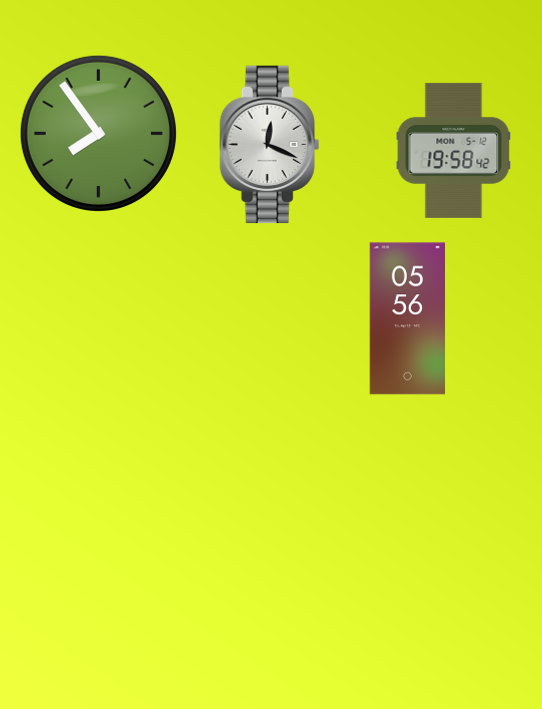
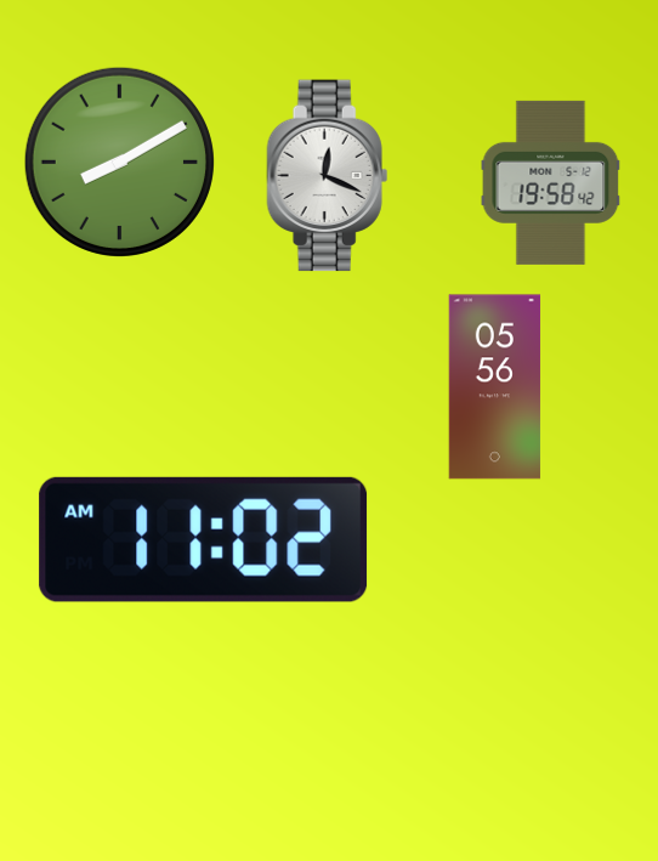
clock at (98, 133): 7:54 -> 8:10
clock at (204, 539): none -> 11:02
